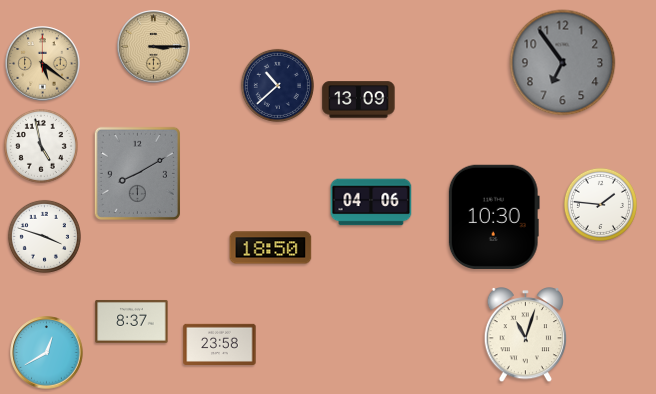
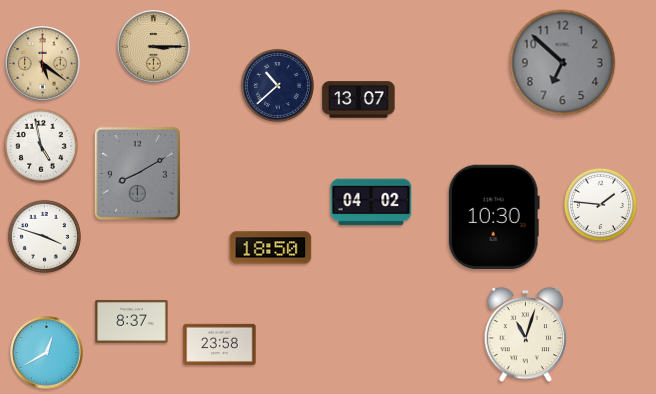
clock at (563, 63): 6:54 -> 6:52
clock at (359, 100): 13:09 -> 13:07
clock at (371, 202): 04:06 -> 04:02
